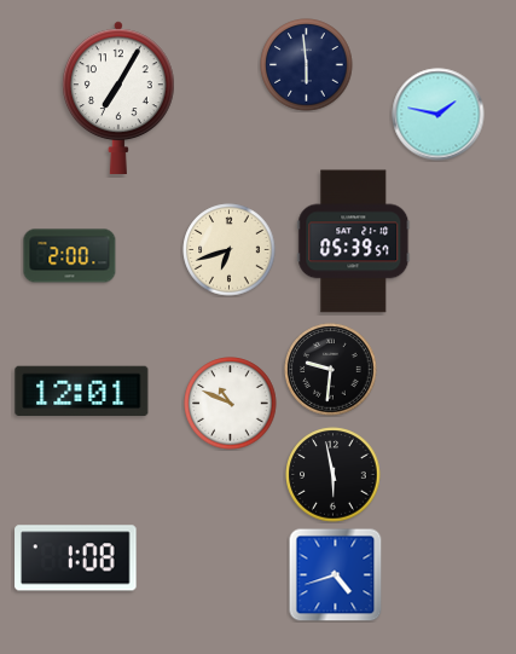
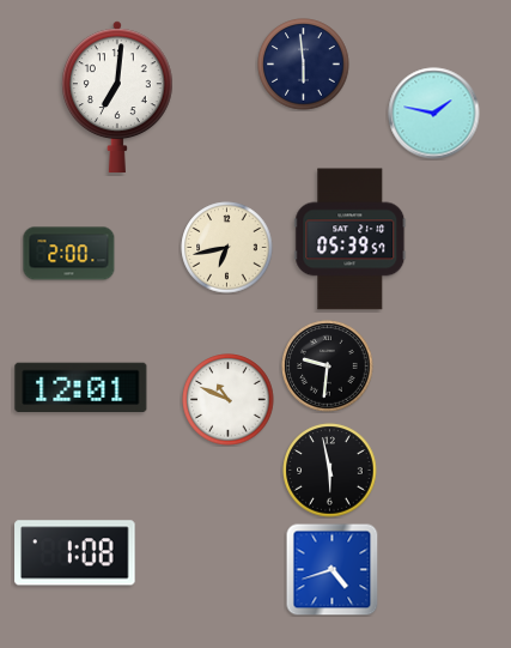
clock at (118, 97): 7:05 -> 7:01
clock at (230, 250): 6:42 -> 6:43
